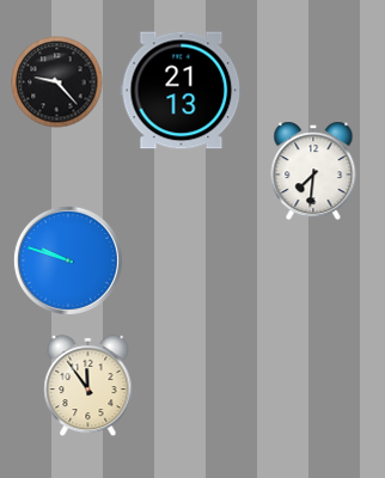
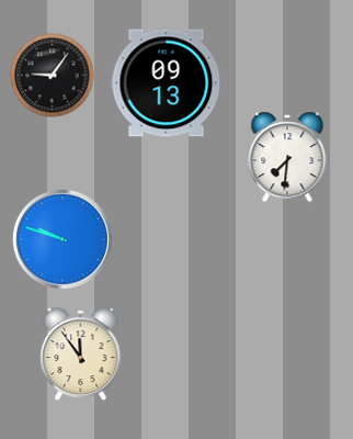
clock at (57, 82): 9:23 -> 9:06
clock at (182, 91): 21:13 -> 09:13
